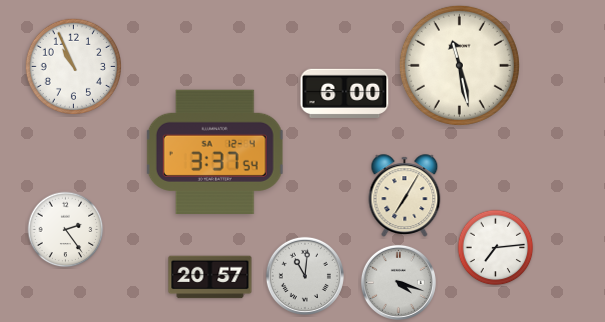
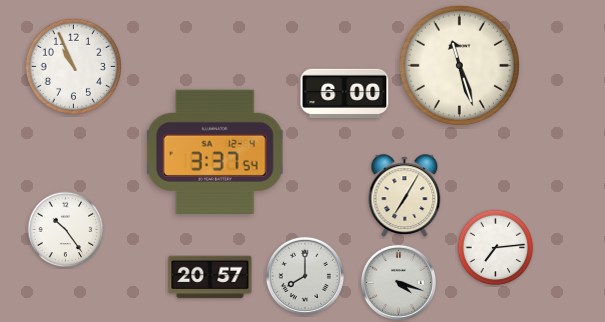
clock at (459, 65): 11:28 -> 11:27
clock at (66, 230): 2:24 -> 10:24
clock at (305, 276): 11:01 -> 8:00
